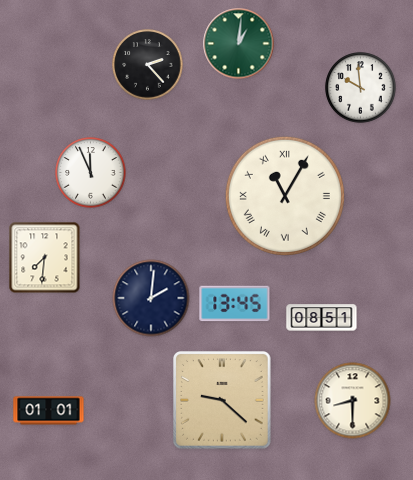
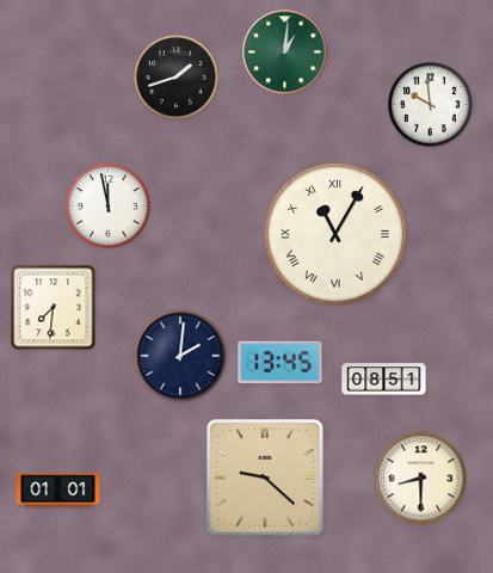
clock at (148, 65): 2:23 -> 1:42
clock at (91, 173): 11:56 -> 11:58
clock at (285, 196) position: (285, 196) -> (335, 234)
